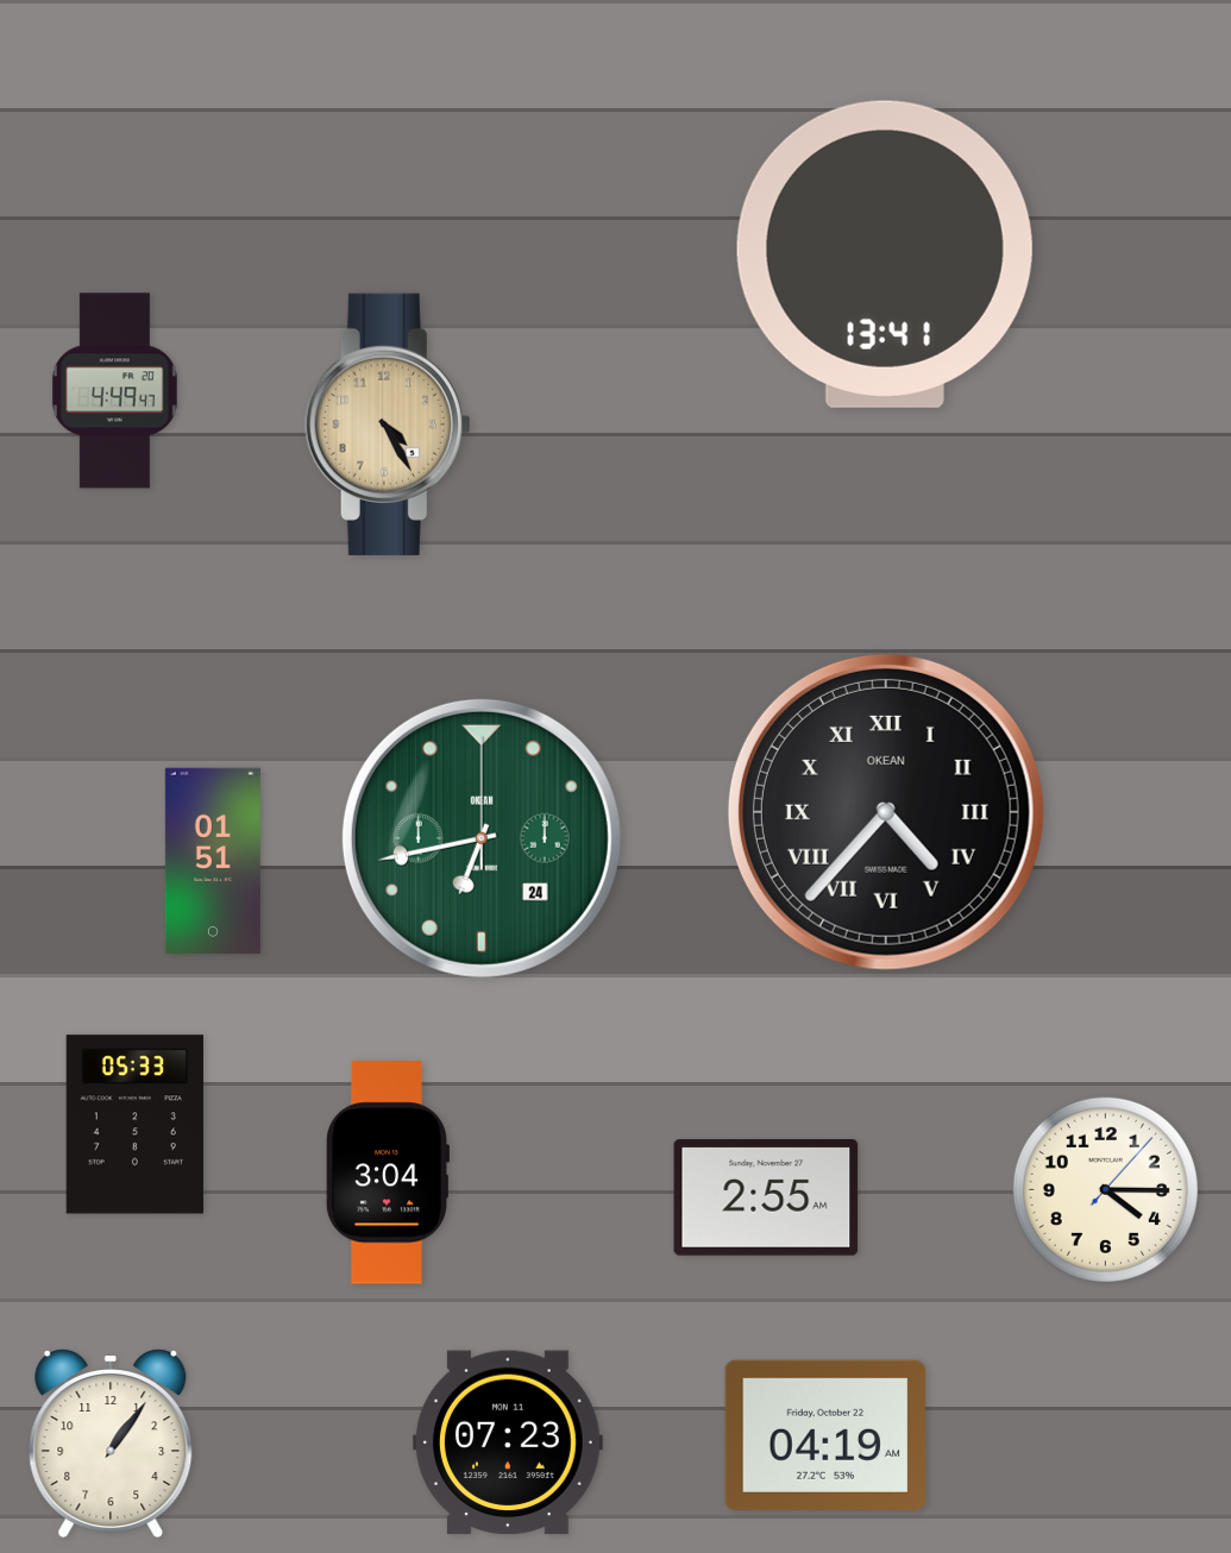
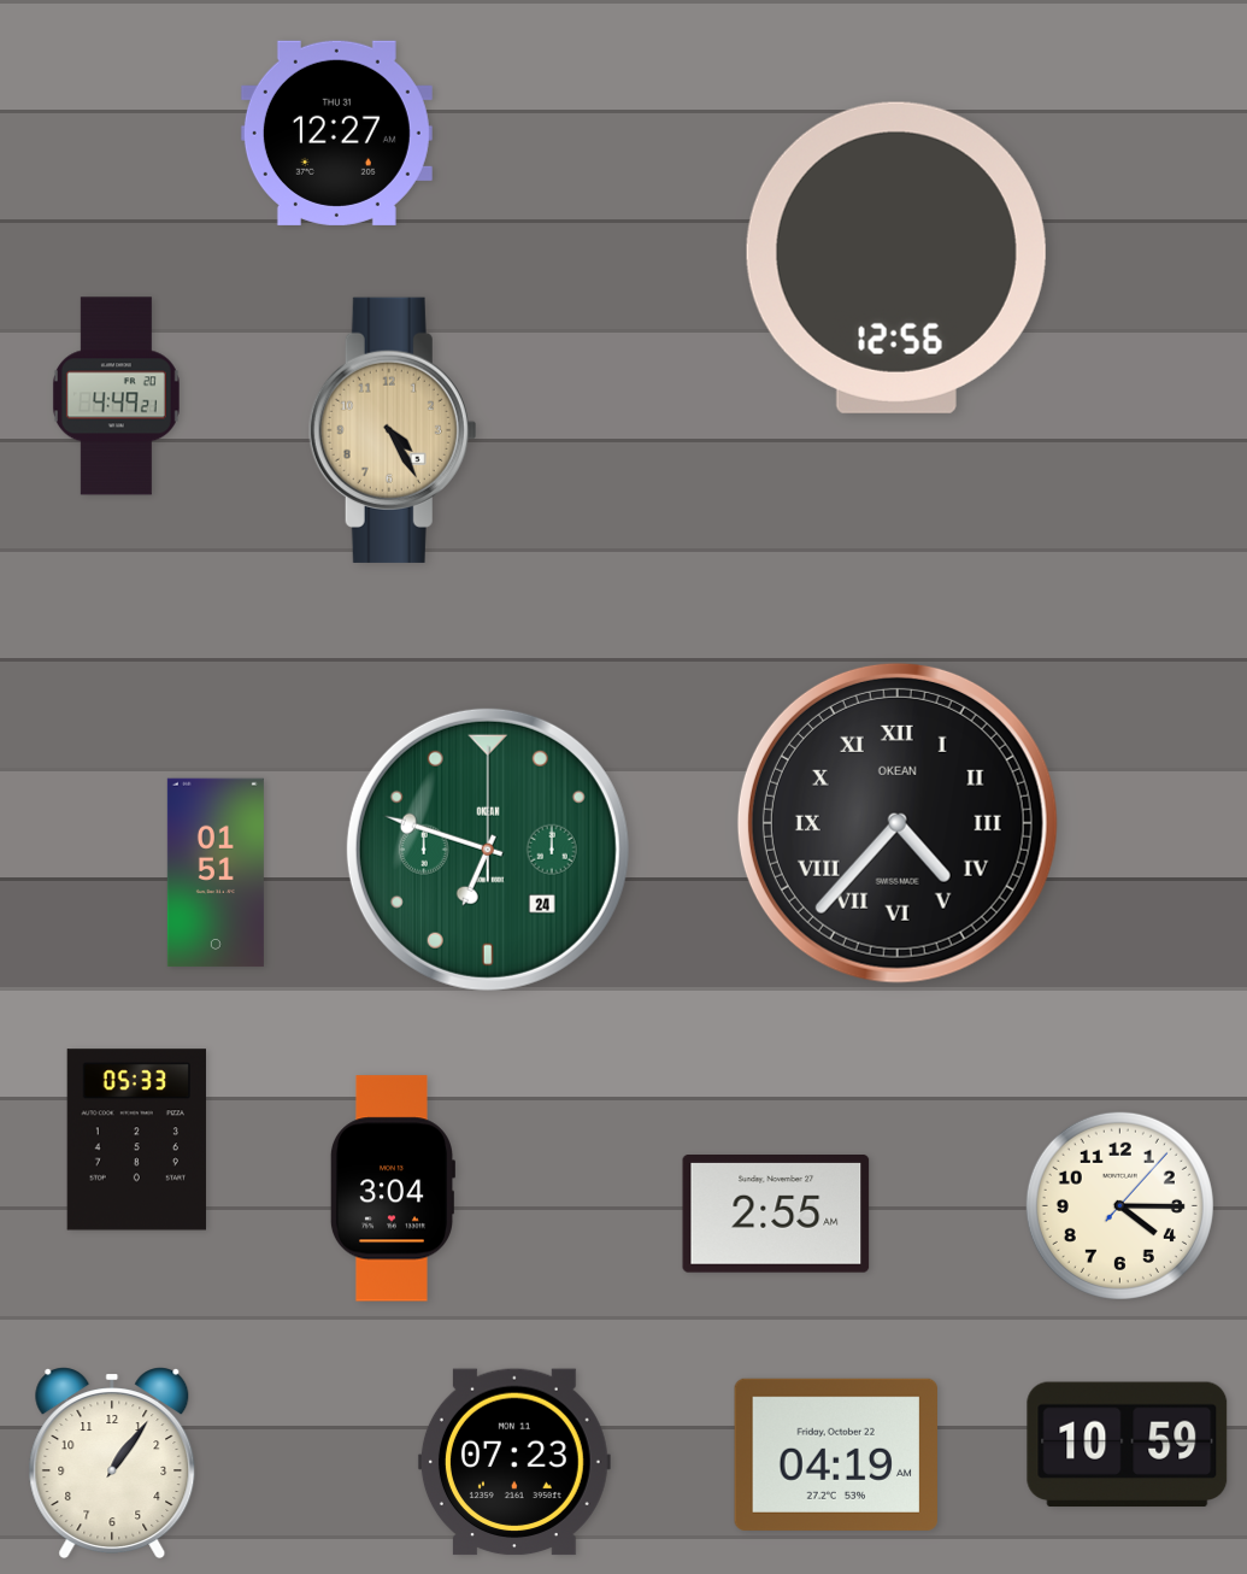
clock at (336, 133): none -> 12:27
clock at (885, 254): 13:41 -> 12:56
clock at (114, 391): 4:49:47 -> 4:49:21
clock at (482, 838): 6:43 -> 6:48
clock at (1128, 1445): none -> 10:59
